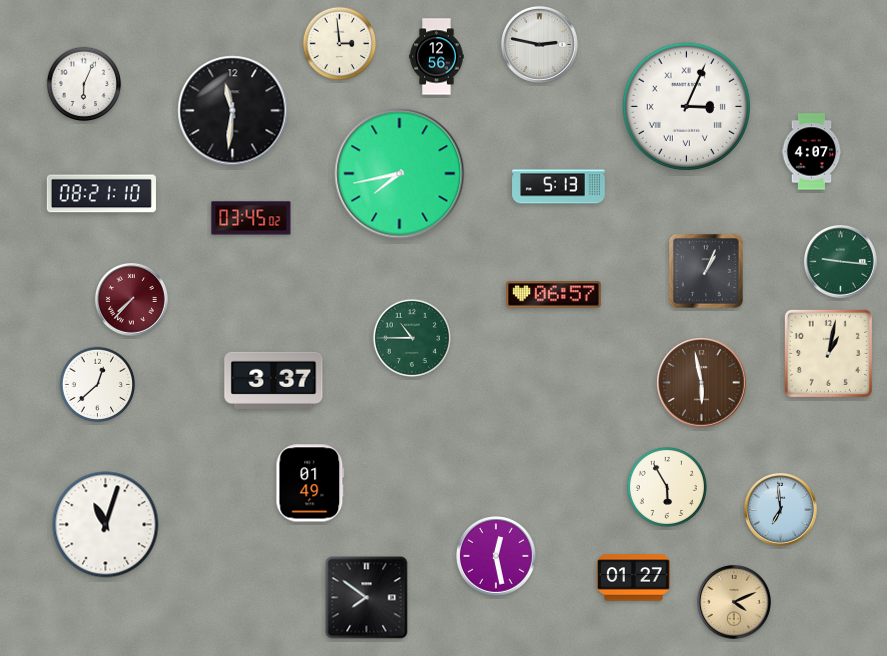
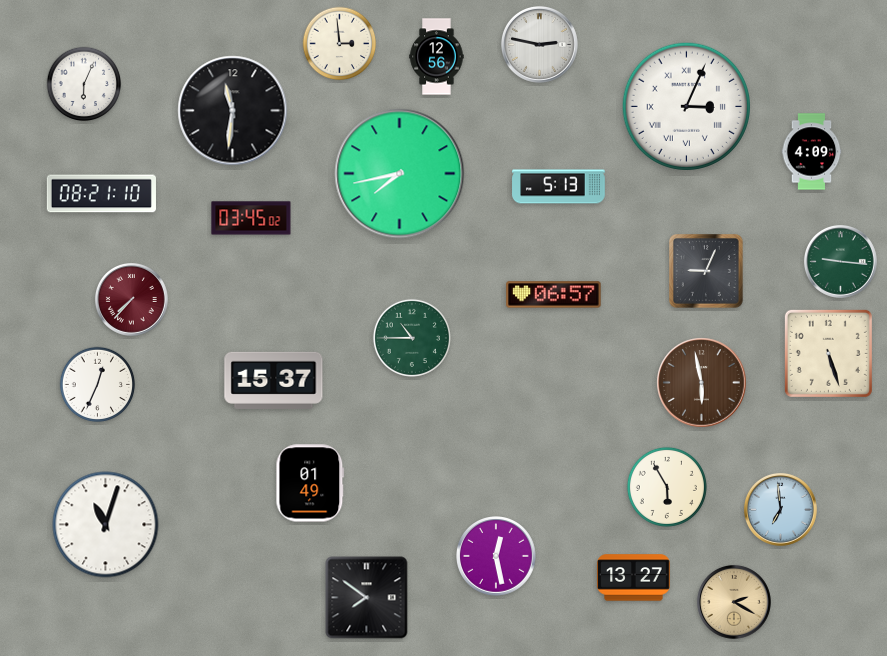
clock at (812, 152): 4:07 -> 4:09
clock at (707, 272): 1:04 -> 9:04
clock at (828, 353): 1:02 -> 5:27
clock at (274, 380): 3:37 -> 15:37
clock at (98, 385): 12:38 -> 12:34
clock at (634, 578): 01:27 -> 13:27
clock at (734, 602): 4:11 -> 2:20
